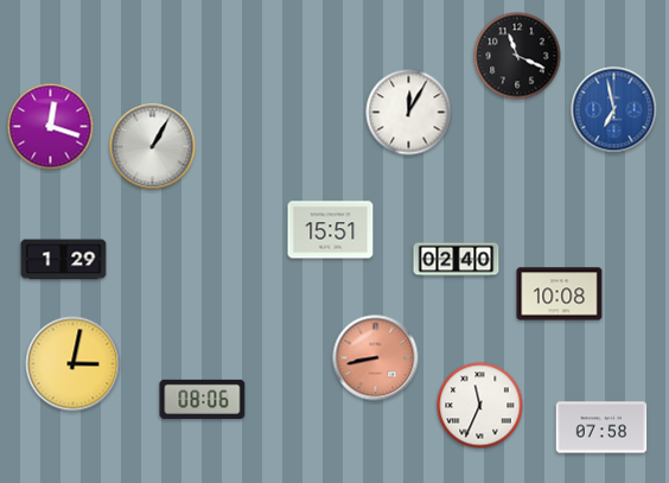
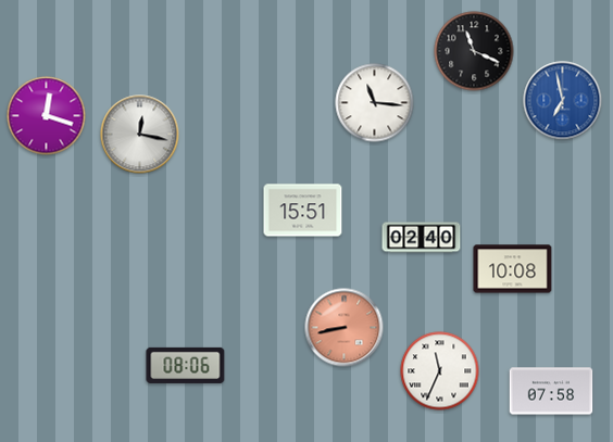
clock at (409, 113): 12:05 -> 11:16
clock at (153, 147): 1:05 -> 12:17
clock at (64, 260): 1:29 -> none
clock at (457, 260) position: (457, 260) -> (422, 238)
clock at (74, 364): 3:02 -> none
